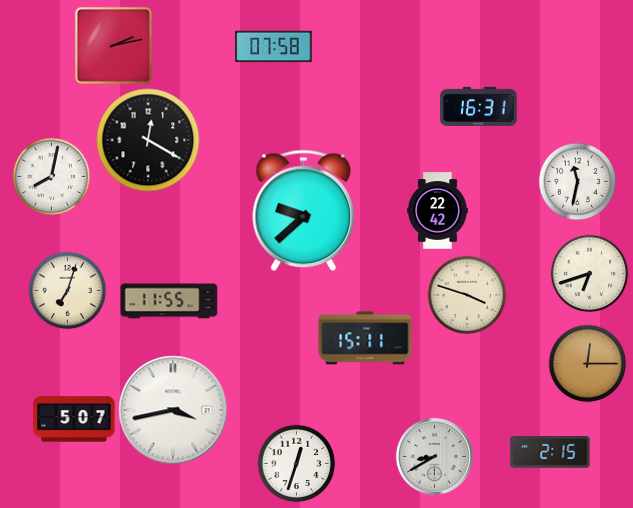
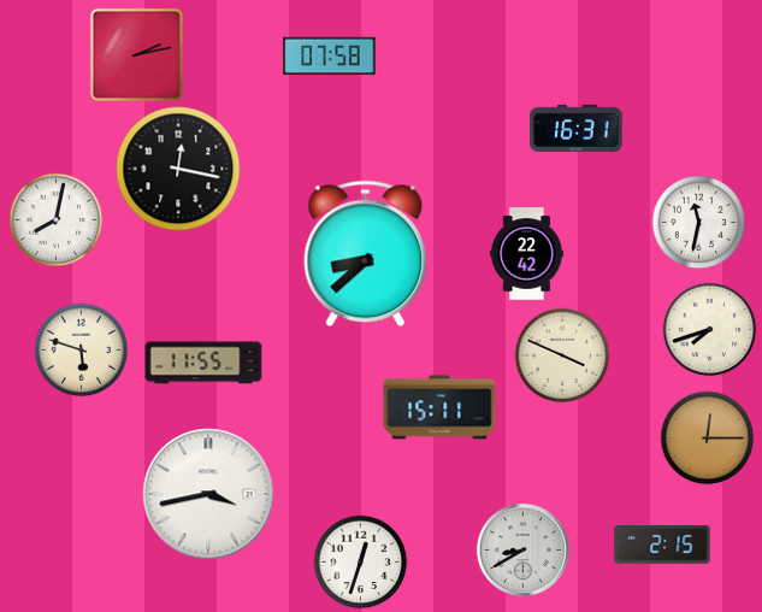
clock at (148, 140): 12:20 -> 12:17
clock at (51, 176) position: (51, 176) -> (55, 219)
clock at (577, 181) position: (577, 181) -> (698, 222)
clock at (304, 211): 9:38 -> 8:38
clock at (589, 273): 6:42 -> 7:42
clock at (67, 290): 7:03 -> 5:48
clock at (467, 295): 3:48 -> 3:49
clock at (74, 419): 5:07 -> none
clock at (296, 463) position: (296, 463) -> (360, 561)
